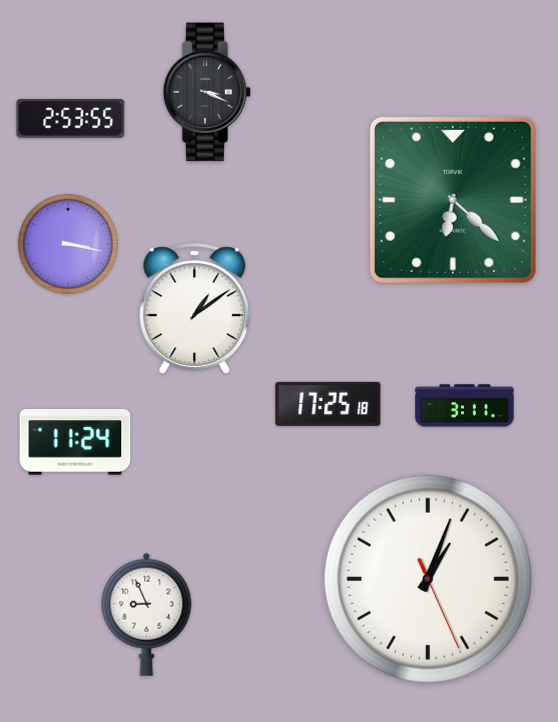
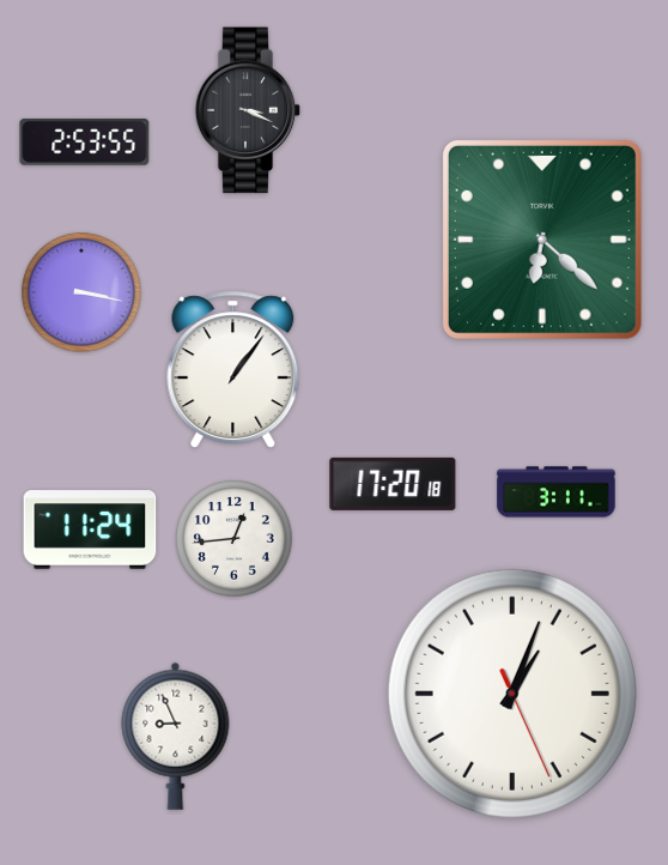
clock at (195, 308): 1:09 -> 1:06
clock at (328, 404): 17:25 -> 17:20
clock at (465, 406) position: (465, 406) -> (557, 492)
clock at (235, 539): none -> 12:44
